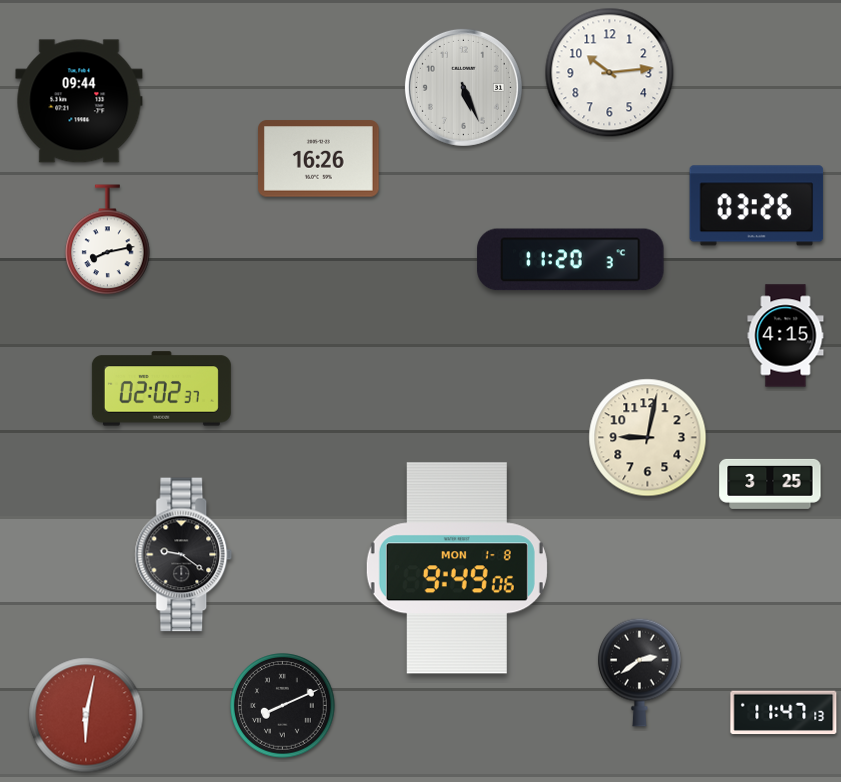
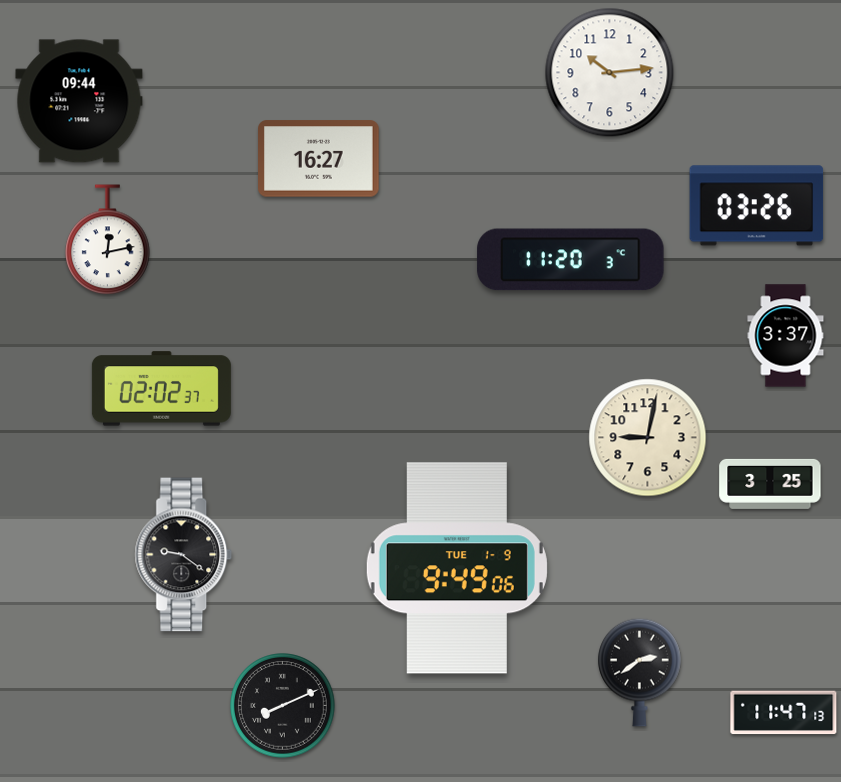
clock at (463, 87): 5:26 -> none
clock at (319, 159): 16:26 -> 16:27
clock at (108, 240): 8:13 -> 12:13
clock at (786, 336): 4:15 -> 3:37
clock at (457, 568) date: MON 1-8 -> TUE 1-9
clock at (86, 715): 6:02 -> none
